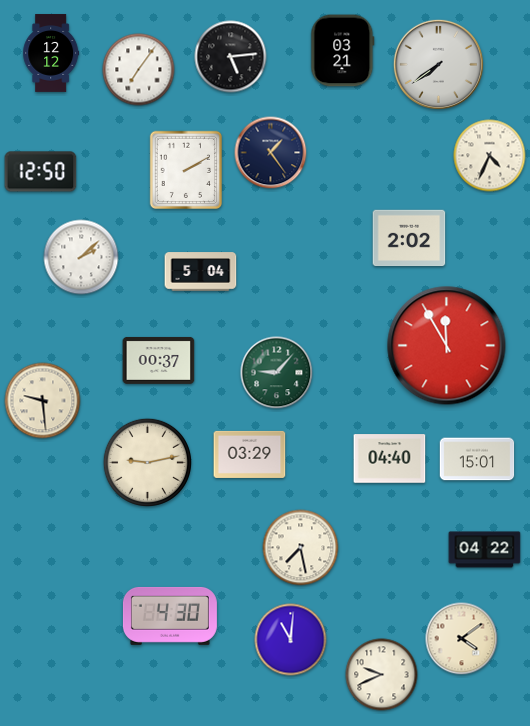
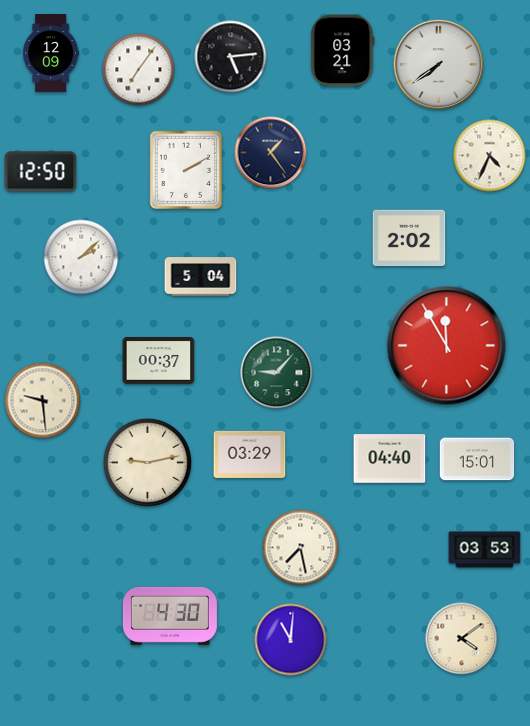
clock at (51, 53): 12:12 -> 12:09
clock at (201, 272) position: (201, 272) -> (201, 277)
clock at (485, 550): 04:22 -> 03:53
clock at (382, 675): 9:41 -> none
